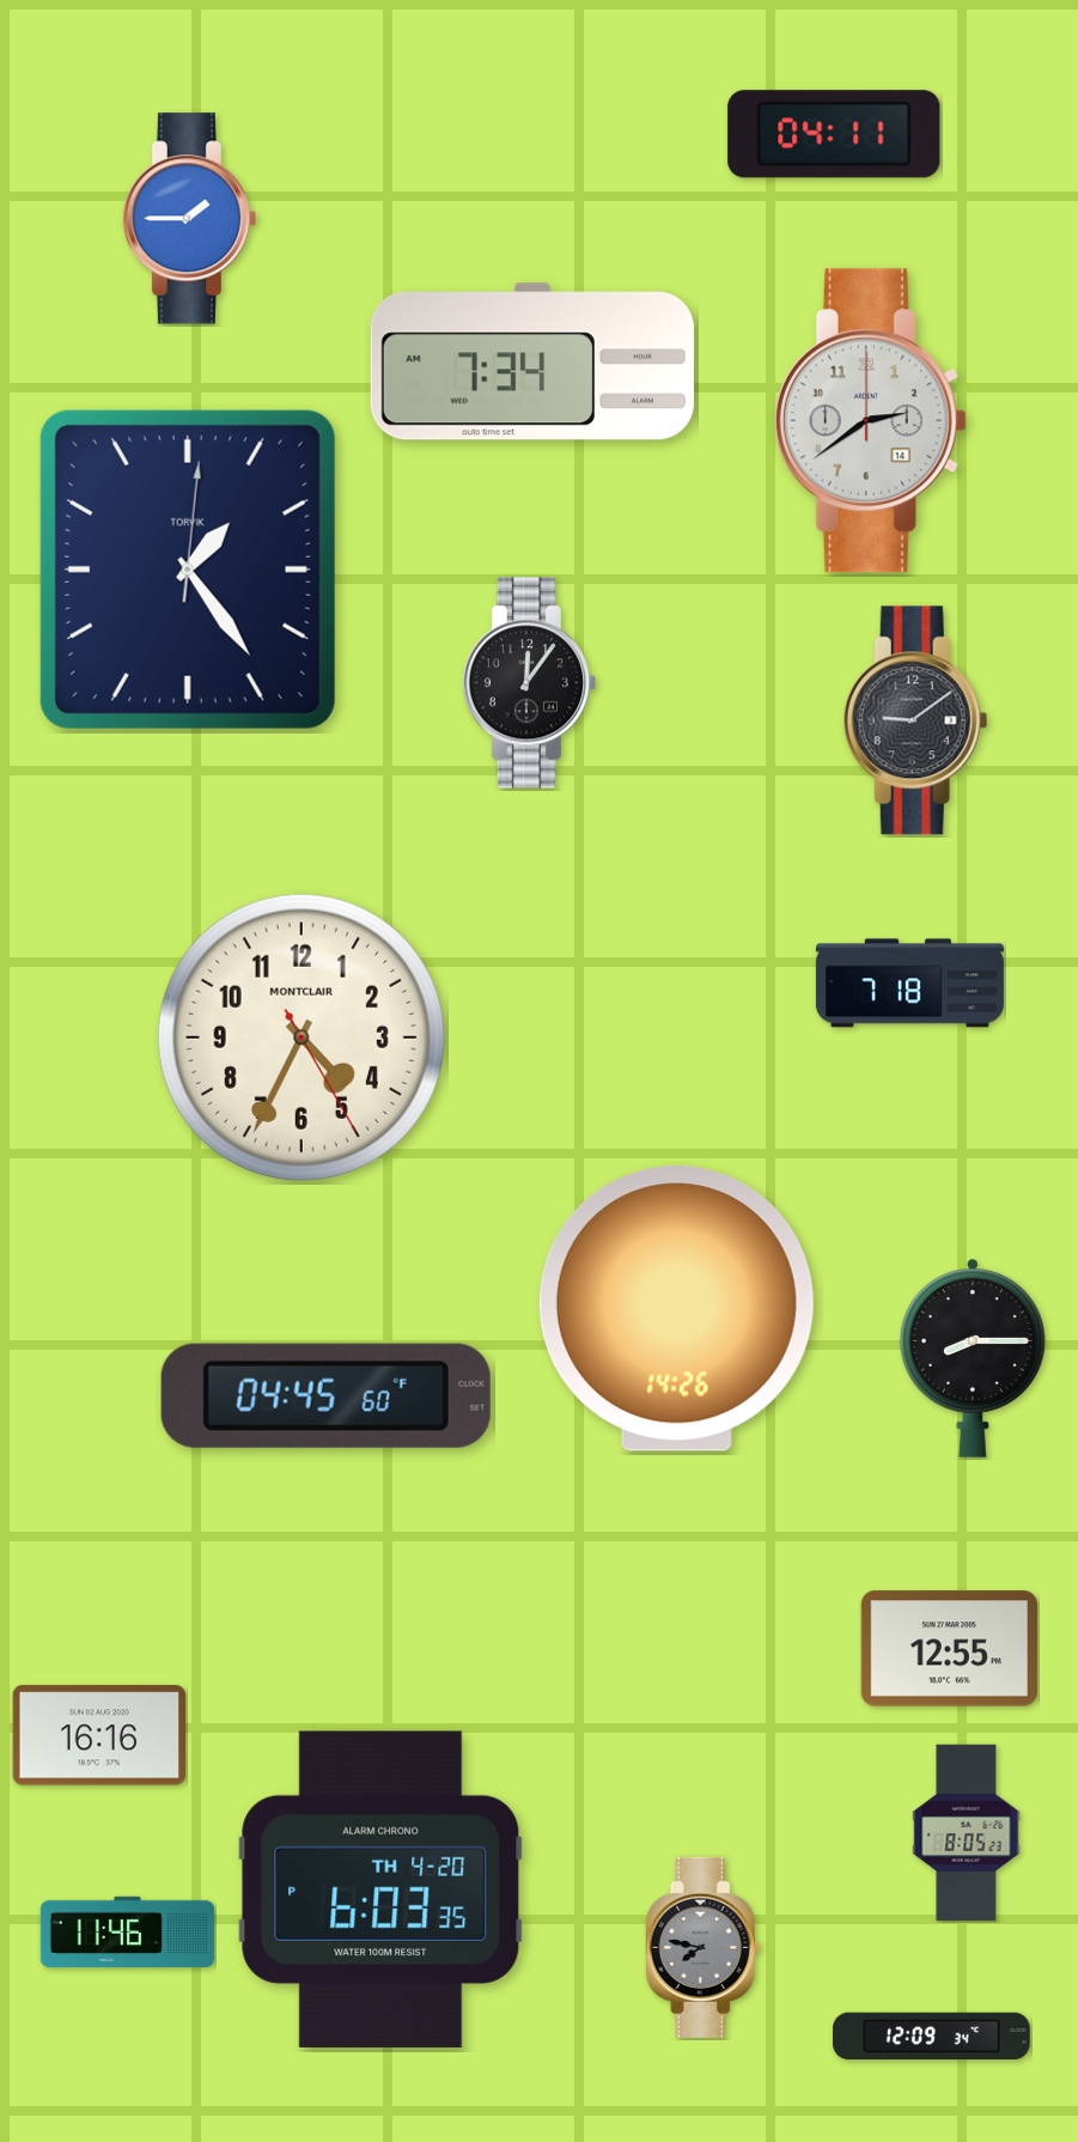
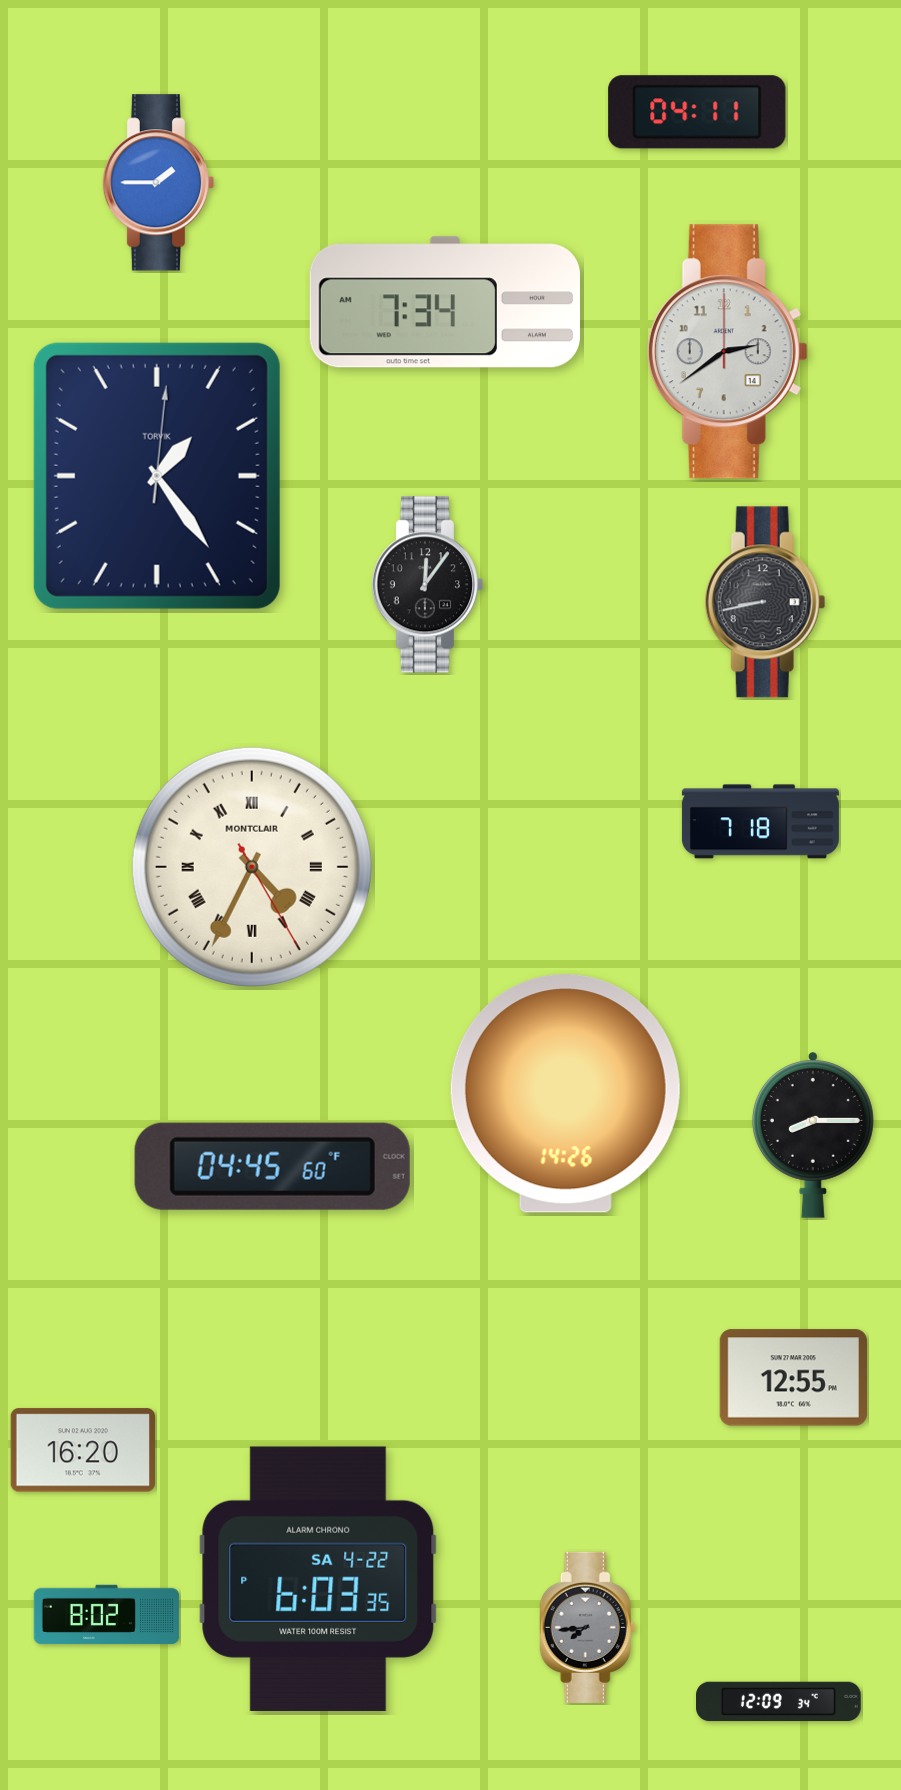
clock at (530, 683) position: (530, 683) -> (428, 585)
clock at (915, 720): 9:09 -> 8:43
clock at (302, 1037) numerals: Arabic -> Roman
clock at (98, 1735): 16:16 -> 16:20
clock at (967, 1833): 8:05 -> none
clock at (380, 1890) date: TH 4-20 -> SA 4-22
clock at (128, 1933): 11:46 -> 8:02
clock at (704, 1947): 7:47 -> 7:44
